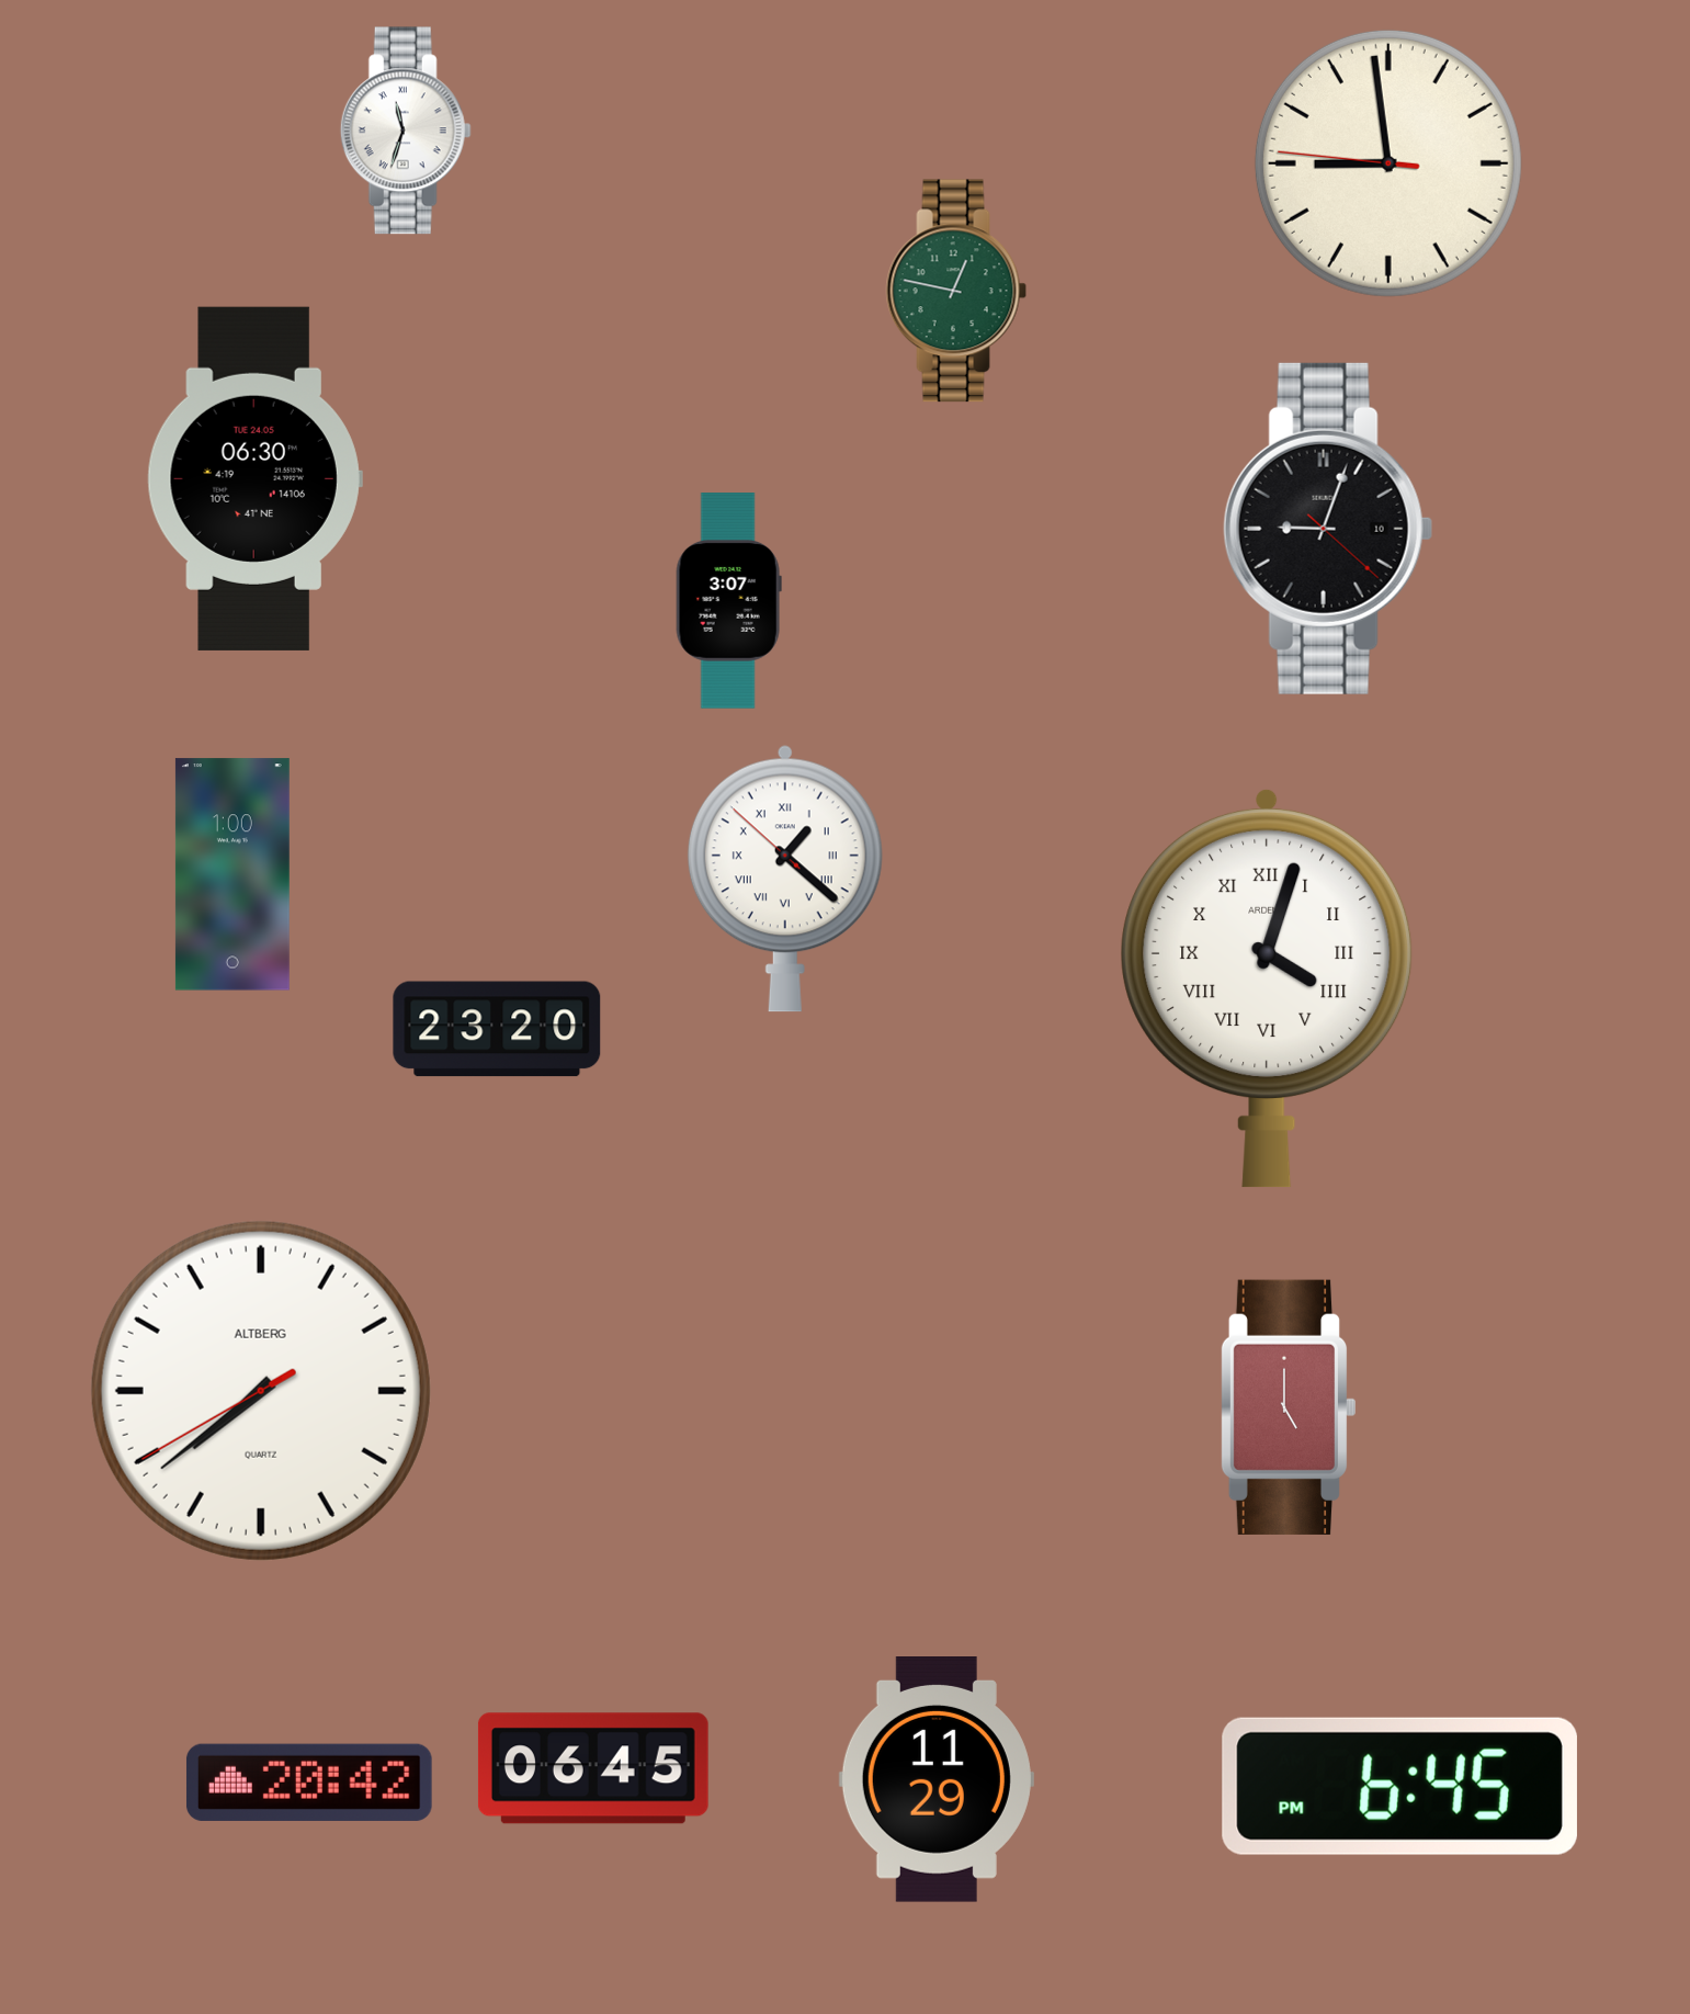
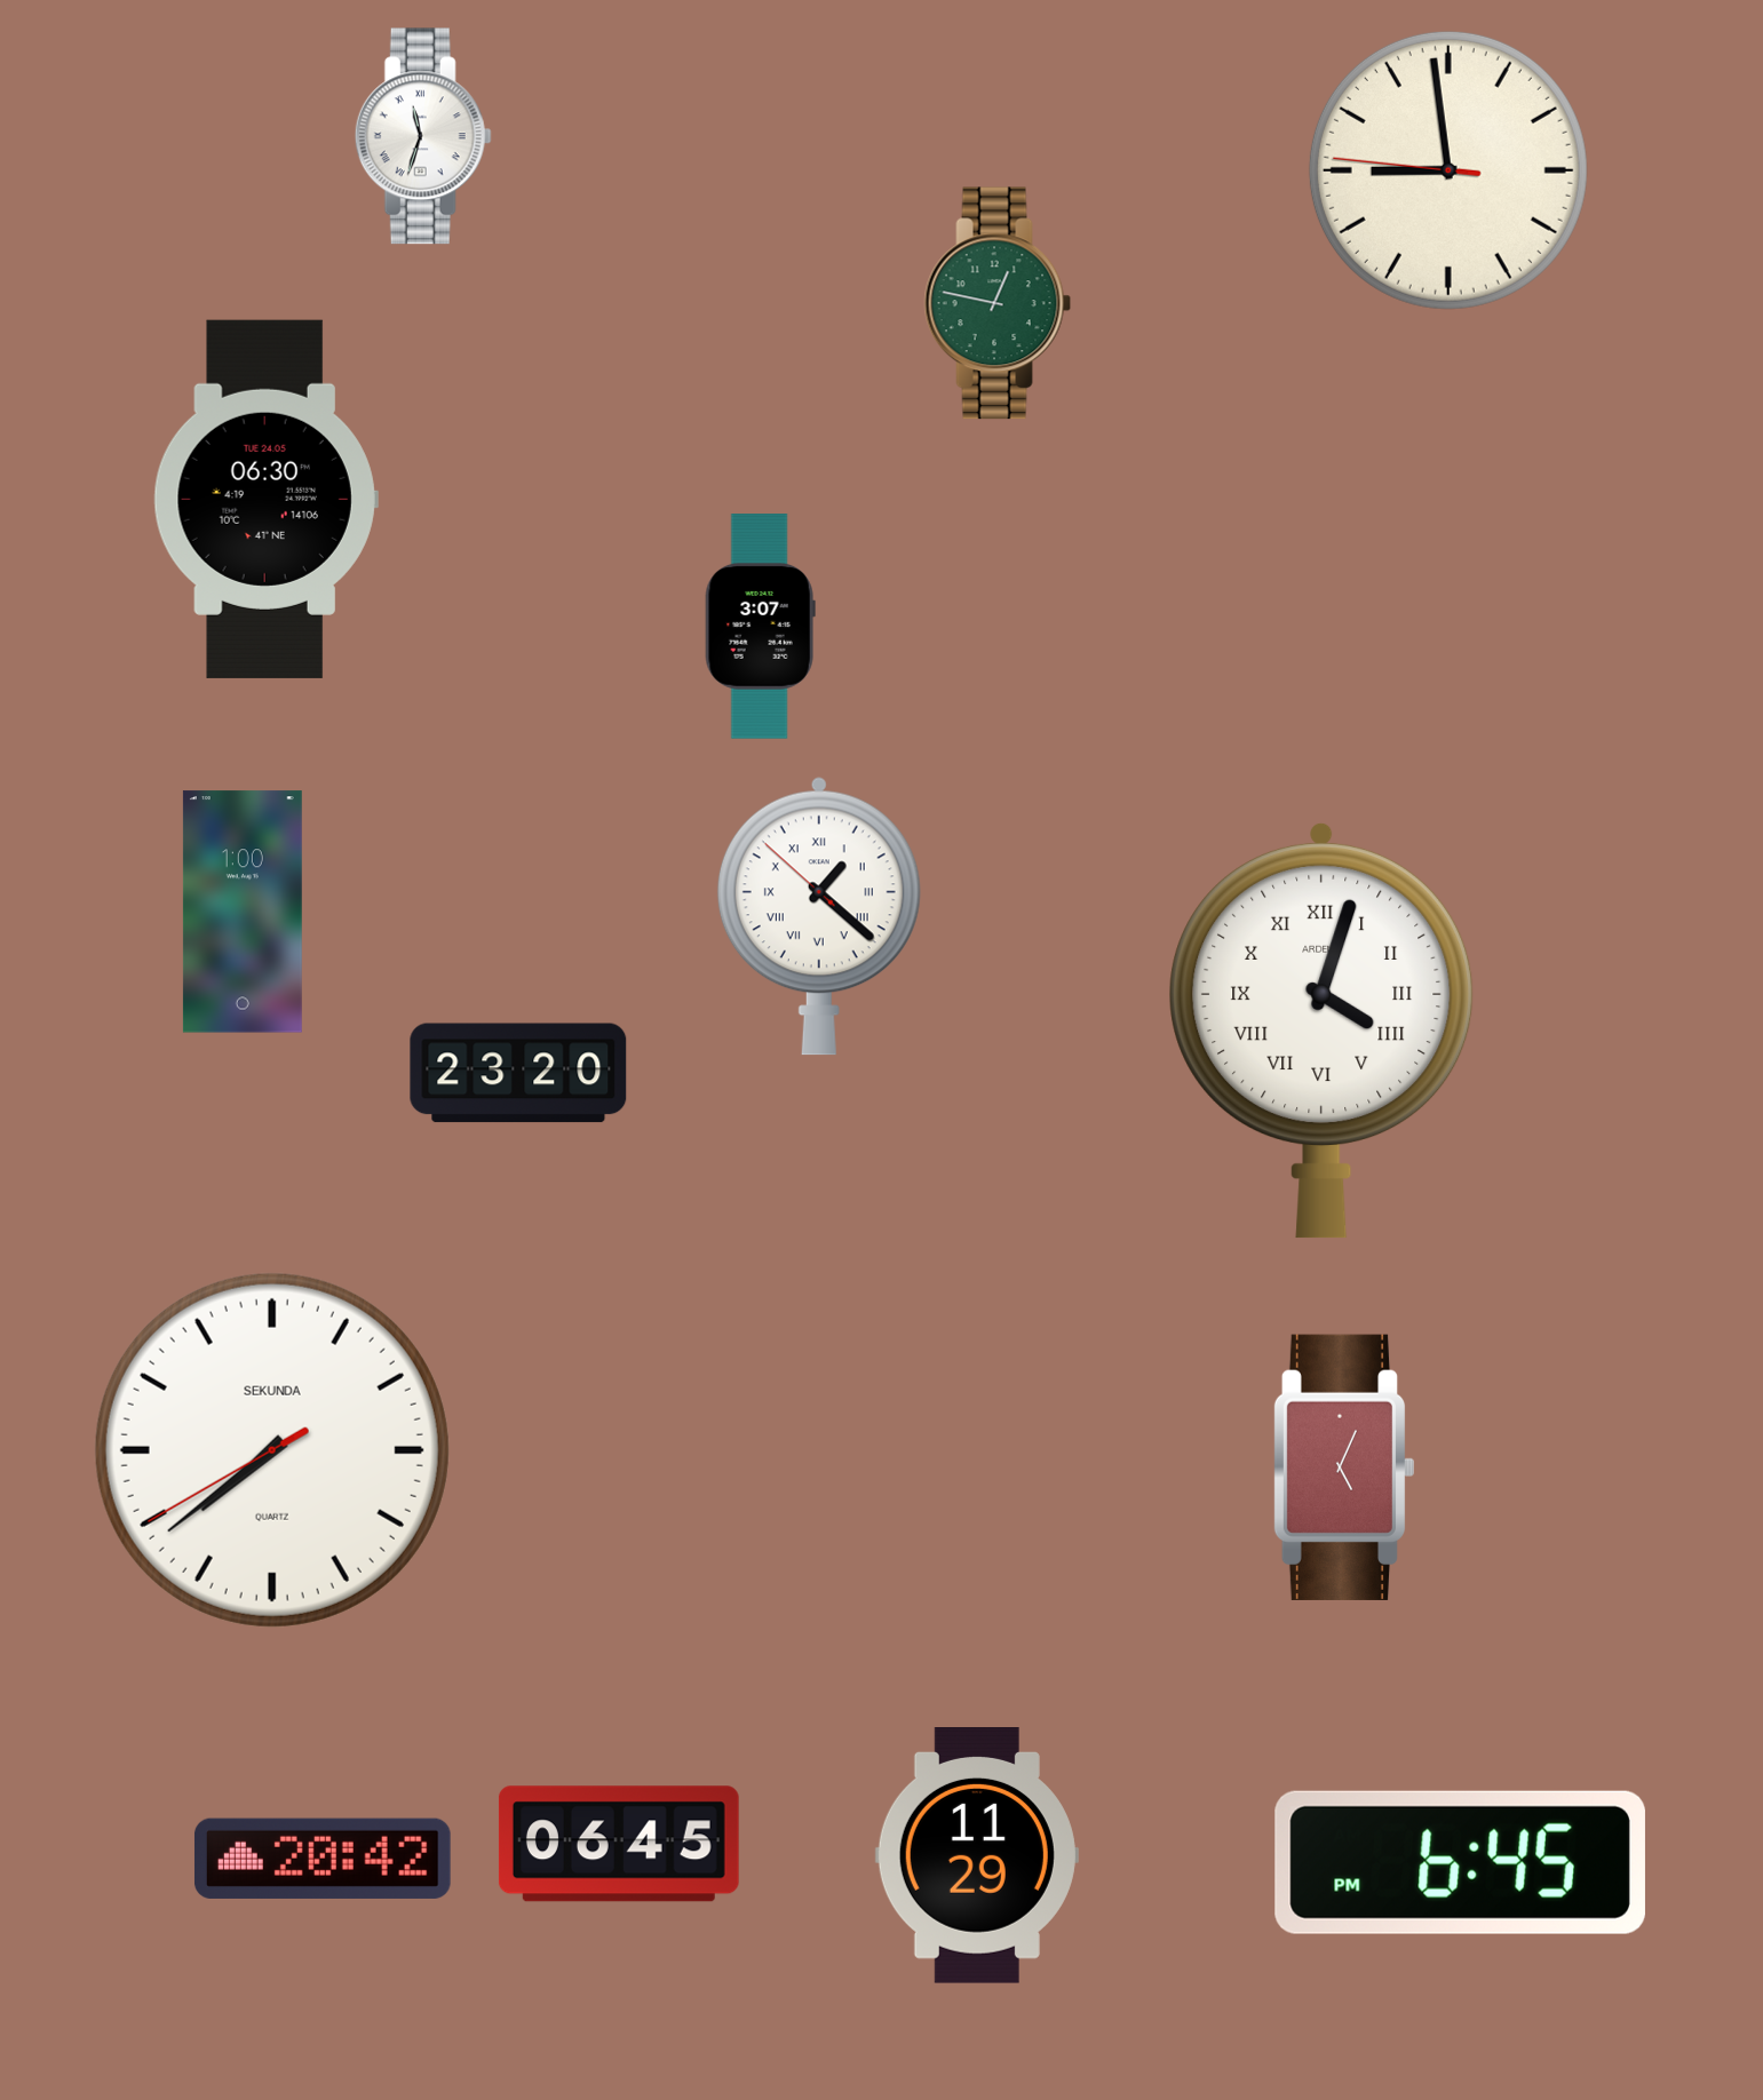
clock at (1328, 529): 9:03 -> none
clock at (261, 1391) brand: ALTBERG -> SEKUNDA
clock at (1288, 1407): 5:00 -> 5:04
